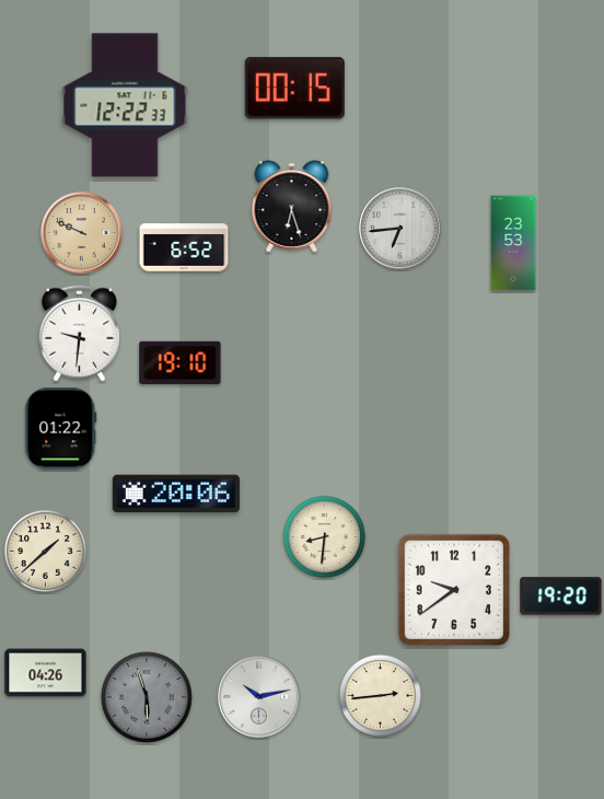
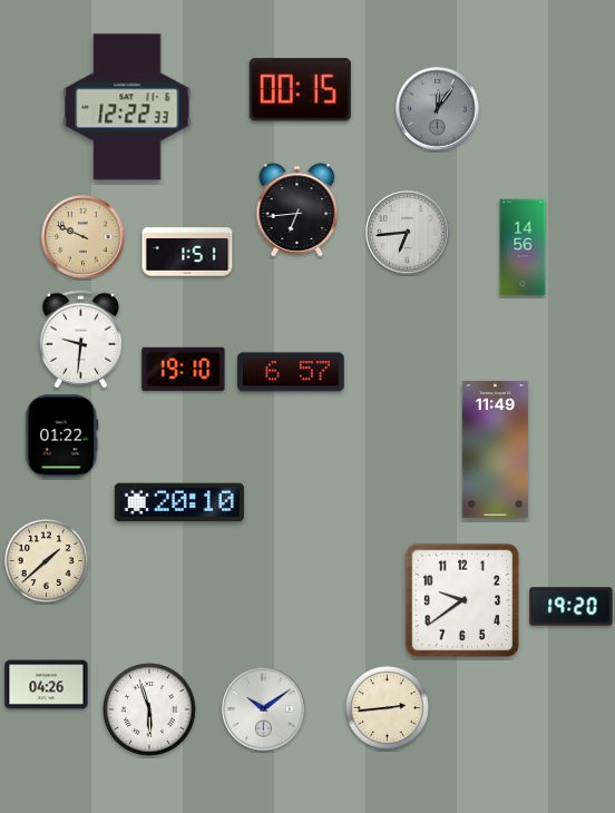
clock at (438, 109): none -> 12:06
clock at (292, 207): 6:27 -> 6:44
clock at (513, 243): 23:53 -> 14:56
clock at (184, 247): 6:52 -> 1:51
clock at (291, 372): none -> 6:57
clock at (495, 450): none -> 11:49
clock at (176, 494): 20:06 -> 20:10
clock at (324, 536): 8:31 -> none
clock at (147, 697) dial: grey -> white
clock at (259, 697): 10:13 -> 10:09
